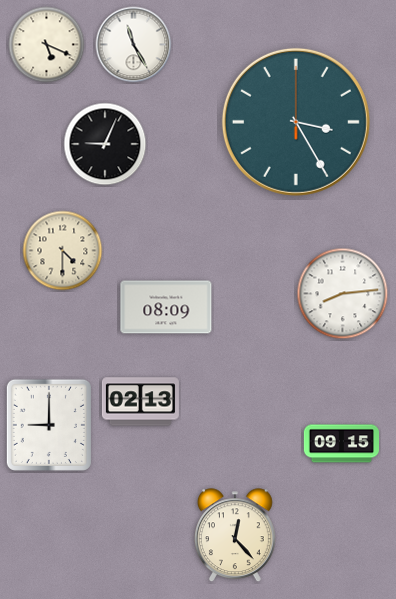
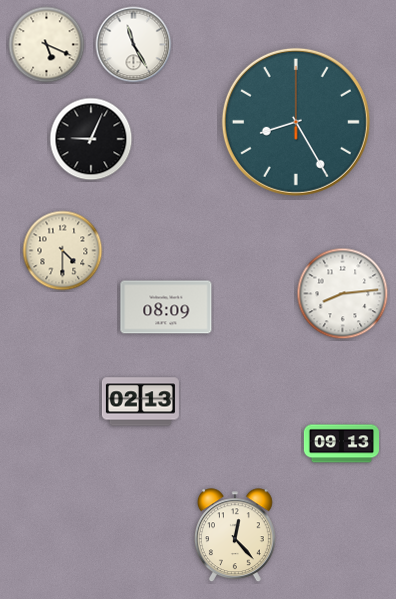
clock at (296, 122): 3:25 -> 8:25
clock at (105, 144) position: (105, 144) -> (91, 139)
clock at (49, 425): 9:00 -> none
clock at (341, 444): 09:15 -> 09:13
